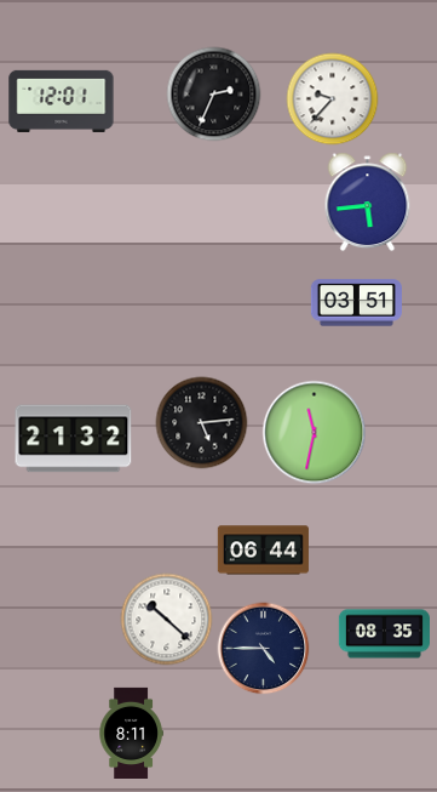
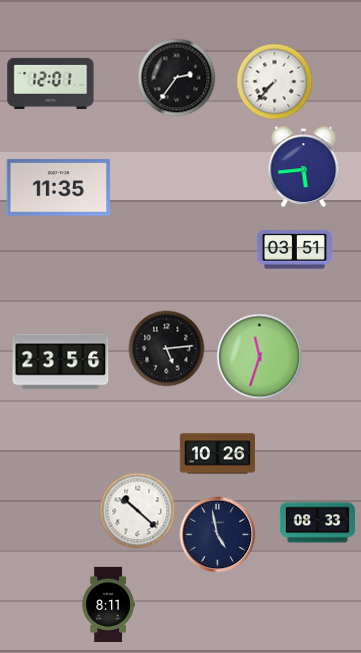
clock at (214, 95): 2:34 -> 2:36
clock at (333, 99): 9:37 -> 7:37
clock at (59, 188): none -> 11:35
clock at (315, 433): 11:32 -> 11:33
clock at (74, 439): 21:32 -> 23:56
clock at (263, 551): 06:44 -> 10:26
clock at (384, 634): 08:35 -> 08:33
clock at (264, 649): 4:45 -> 4:58
